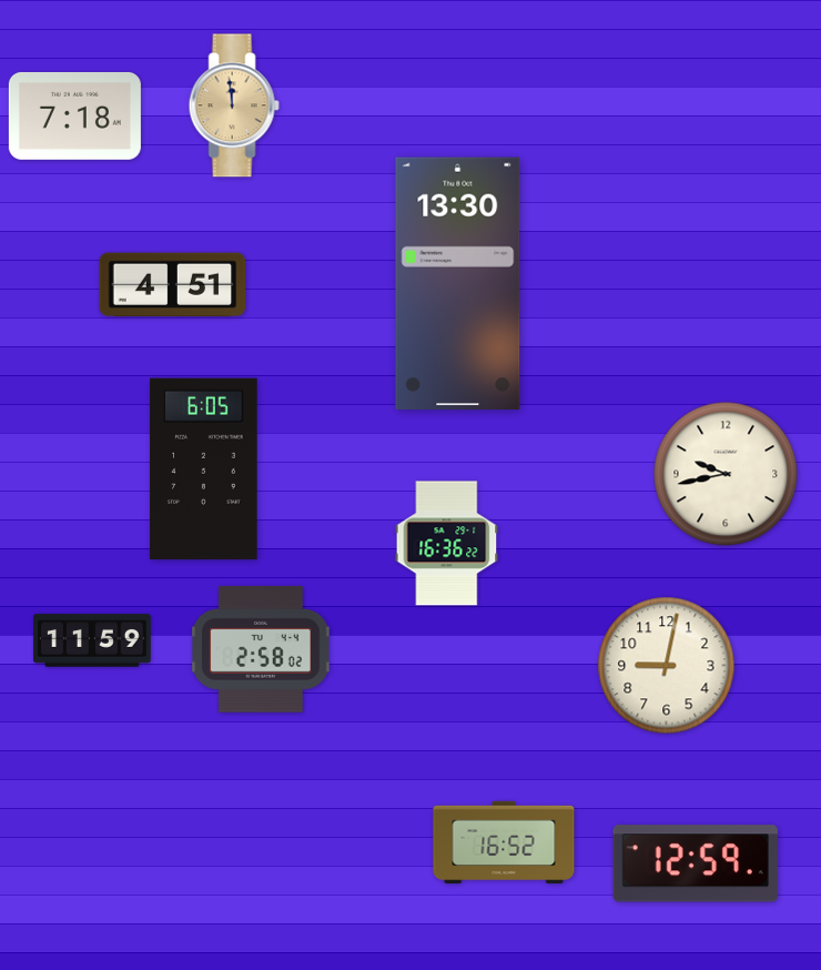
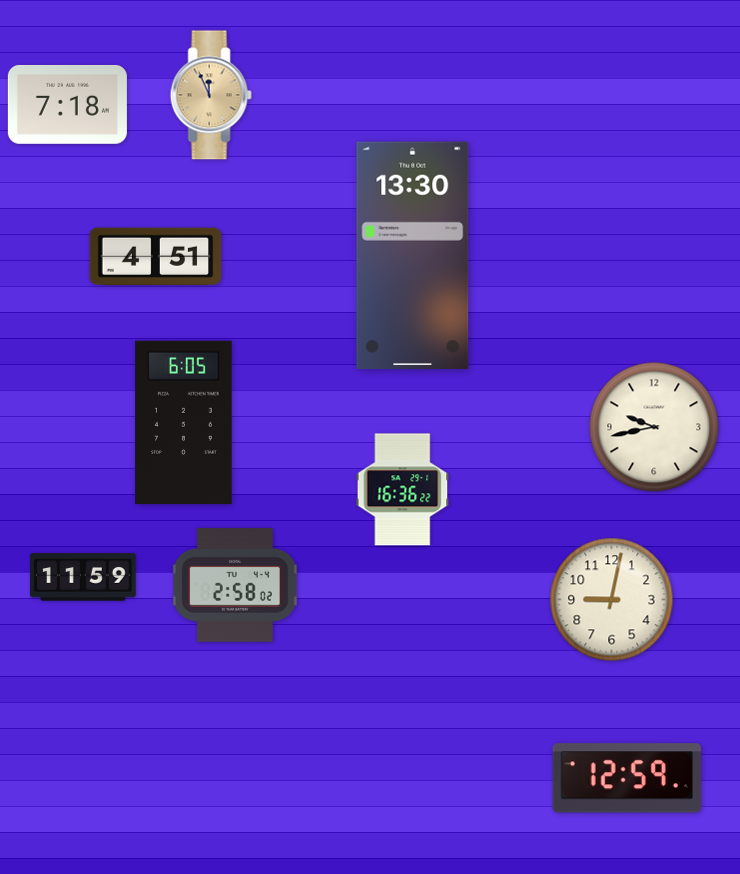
clock at (234, 105): 11:59 -> 11:56
clock at (667, 666) position: (667, 666) -> (612, 600)
clock at (504, 842): 16:52 -> none
